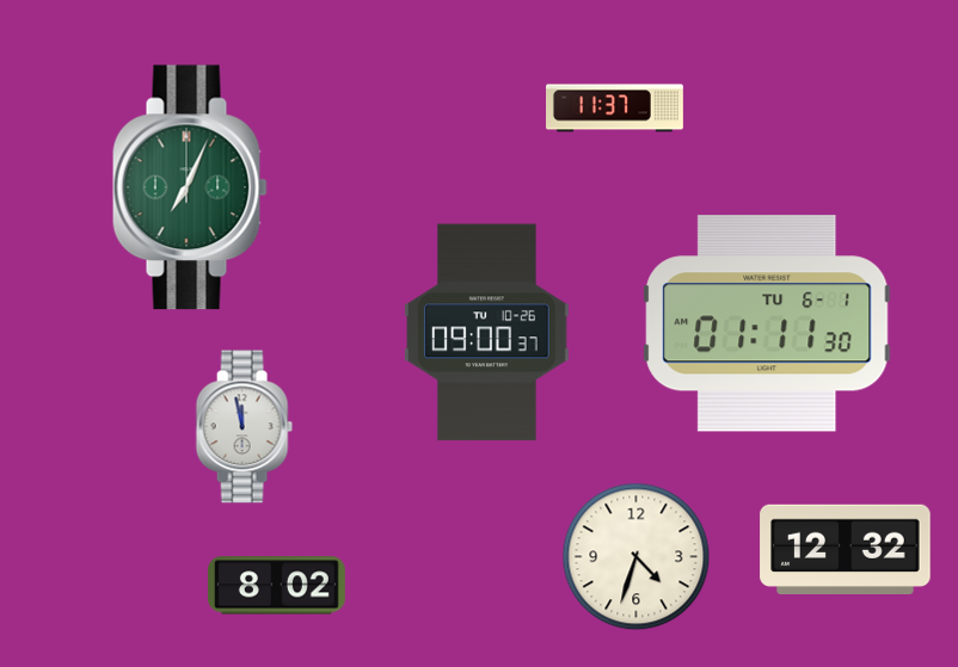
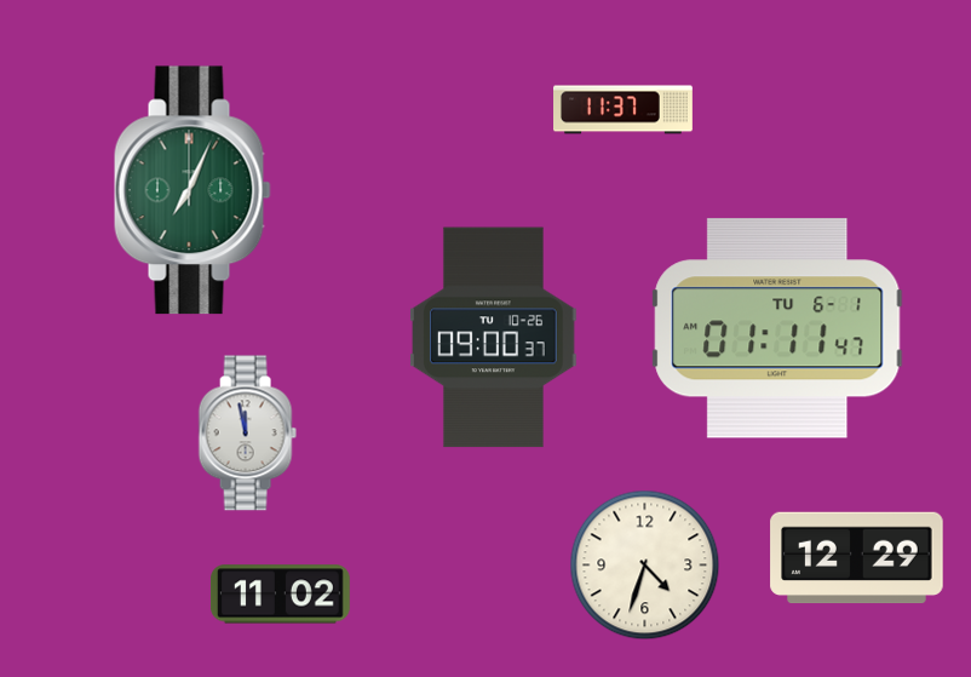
clock at (767, 323): 01:11:30 -> 01:11:47
clock at (846, 550): 12:32 -> 12:29
clock at (276, 586): 8:02 -> 11:02
